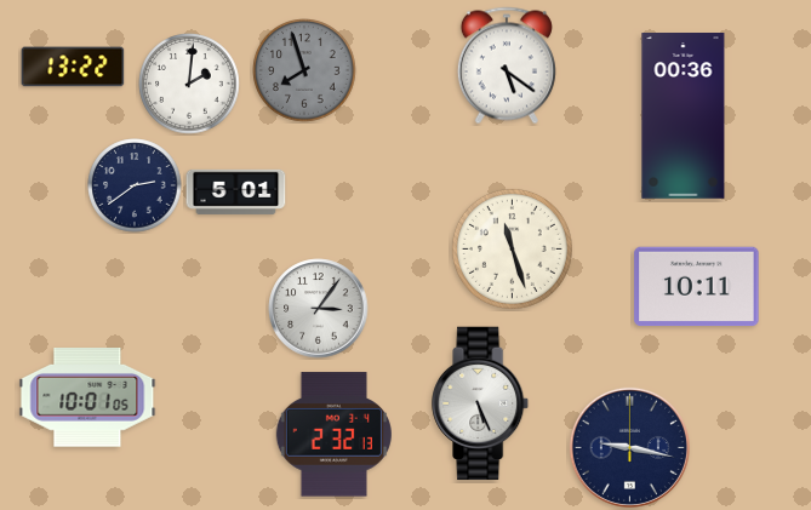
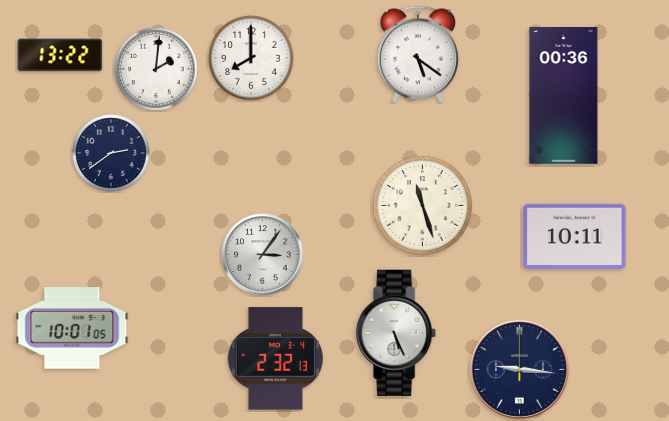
clock at (304, 70): 7:57 -> 8:00
clock at (304, 70) dial: grey -> white
clock at (236, 191): 5:01 -> none
clock at (629, 447): 9:17 -> 9:16
